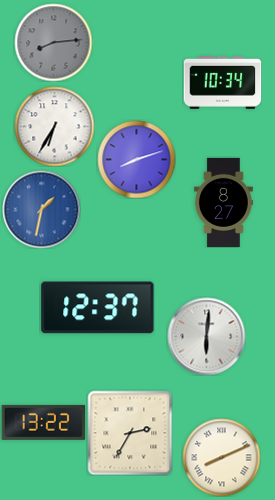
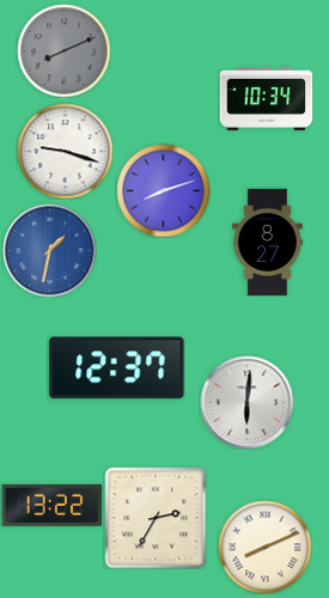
clock at (53, 42): 8:14 -> 8:11
clock at (54, 126): 6:35 -> 9:18
